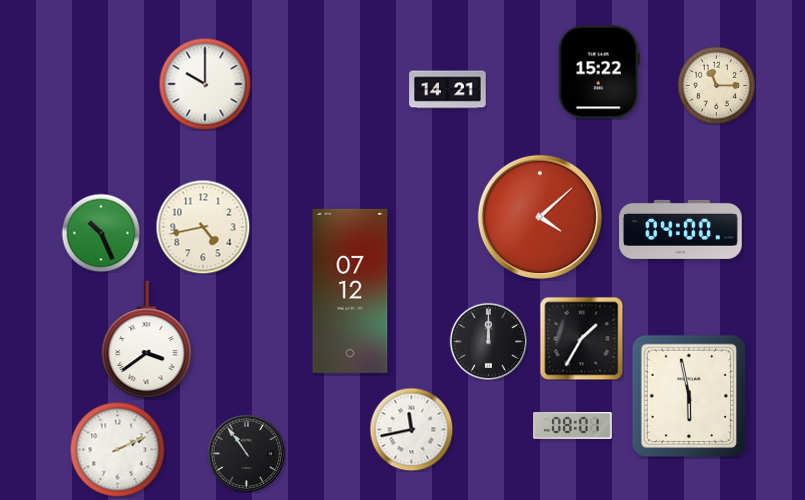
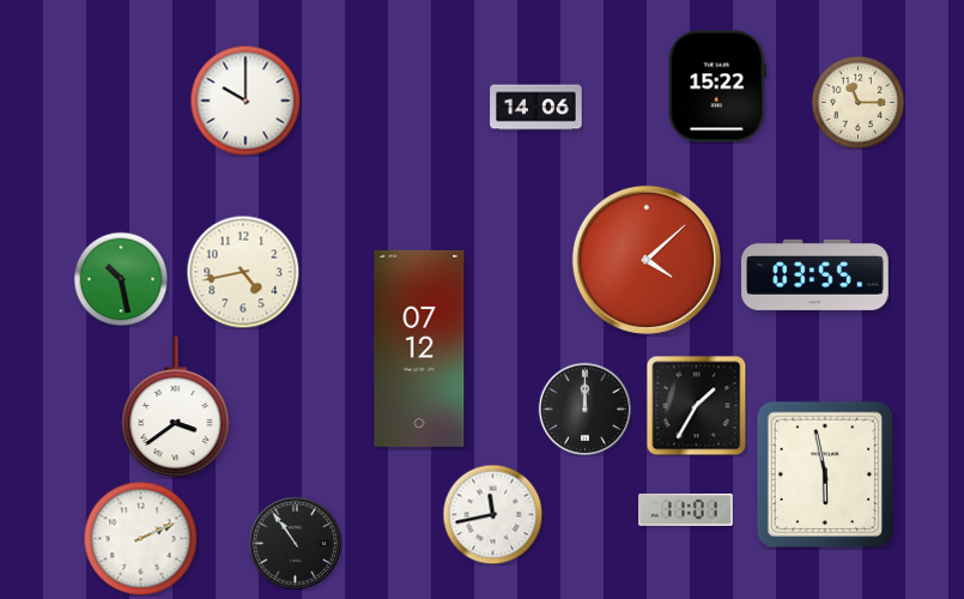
clock at (448, 90): 14:21 -> 14:06
clock at (681, 229): 04:00 -> 03:55
clock at (101, 233): 10:26 -> 10:28
clock at (573, 426): 08:01 -> 11:01
